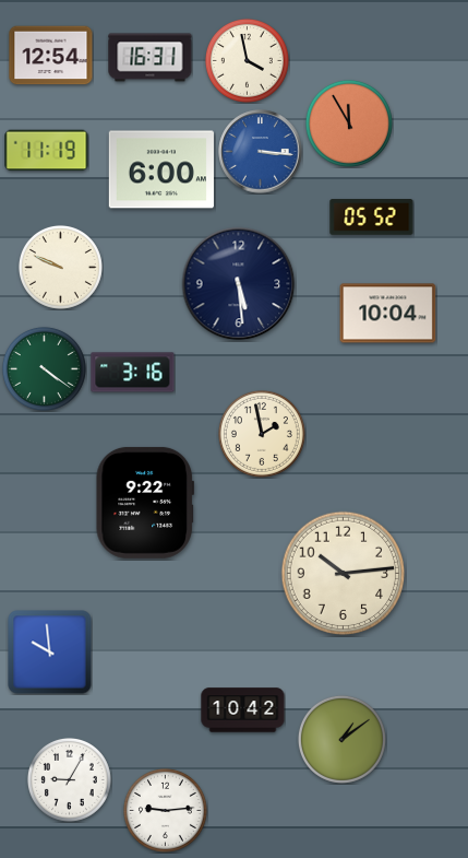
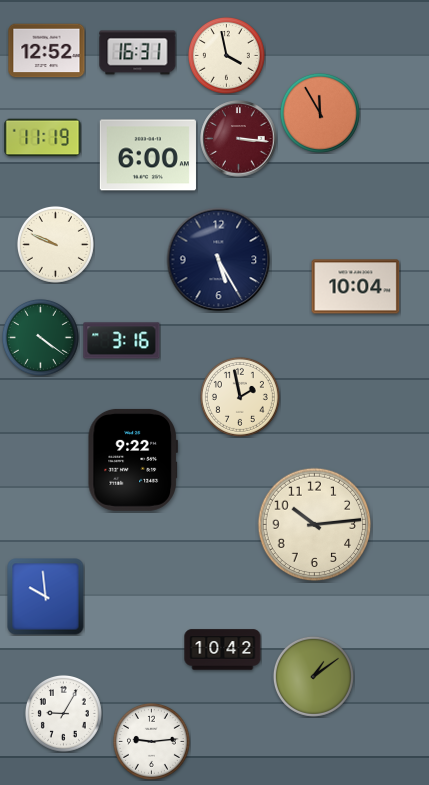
clock at (51, 56): 12:54 -> 12:52
clock at (261, 152) dial: blue -> burgundy
clock at (372, 218): 05:52 -> none
clock at (239, 284): 5:29 -> 5:25
